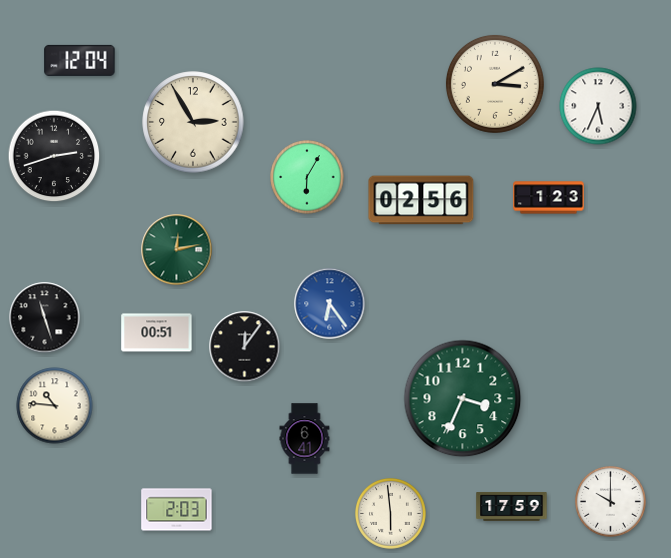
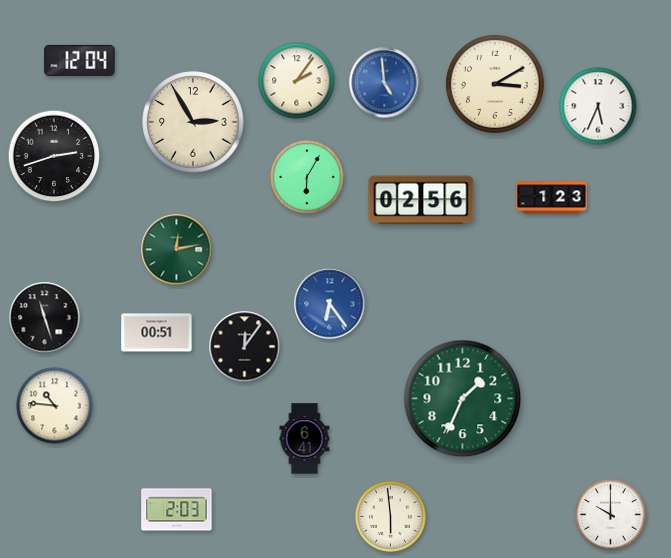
clock at (297, 81): none -> 2:06
clock at (385, 83): none -> 4:59
clock at (549, 198) position: (549, 198) -> (552, 198)
clock at (463, 399): 3:34 -> 1:34
clock at (611, 502) position: (611, 502) -> (611, 515)
clock at (512, 507): 17:59 -> none
clock at (391, 514) position: (391, 514) -> (391, 517)
